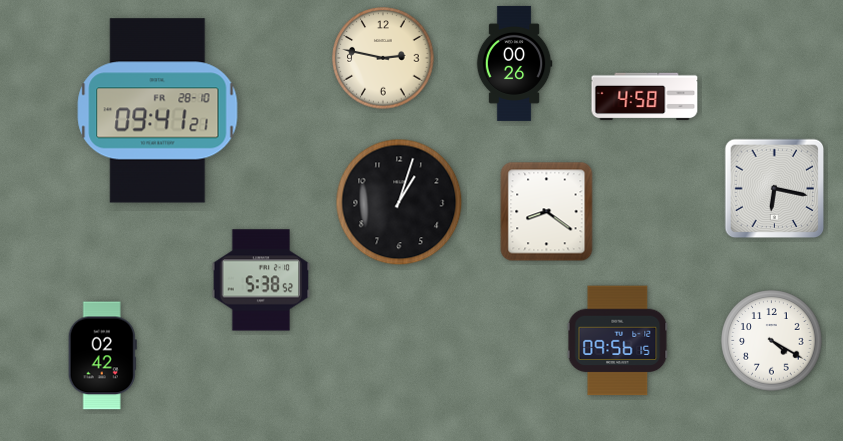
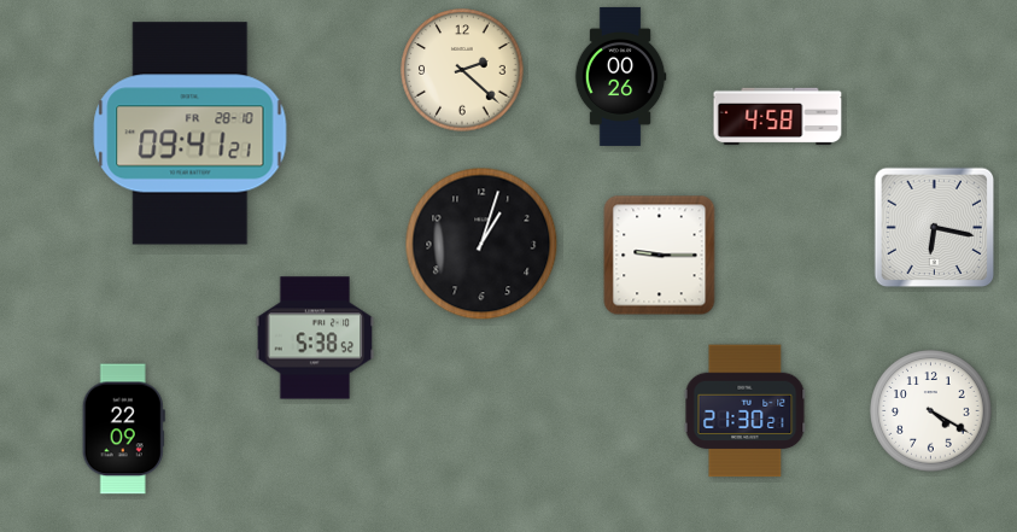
clock at (383, 58): 2:47 -> 2:22
clock at (547, 212): 8:21 -> 9:15
clock at (618, 341): 09:56 -> 21:30
clock at (102, 356): 02:42 -> 22:09
